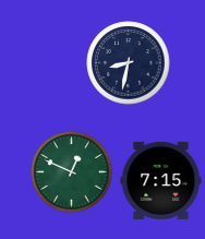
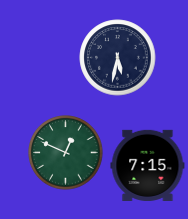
clock at (129, 63): 8:32 -> 5:32
clock at (72, 172) position: (72, 172) -> (66, 153)
